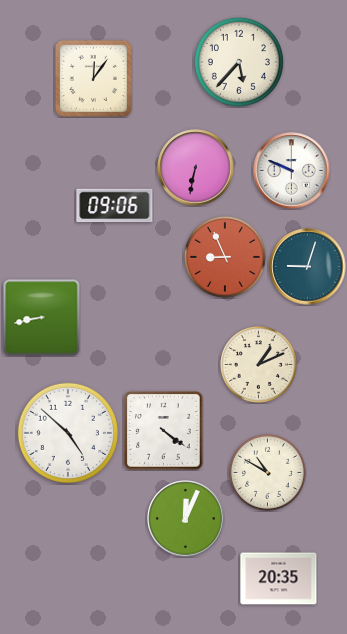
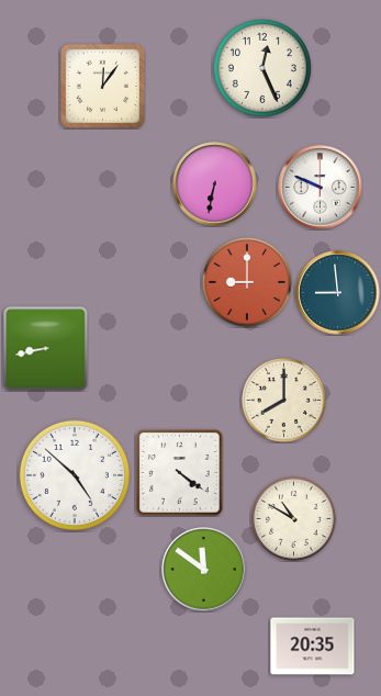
clock at (239, 62): 5:37 -> 12:26
clock at (115, 206): 09:06 -> none
clock at (225, 257): 8:56 -> 9:00
clock at (308, 267): 9:03 -> 8:59
clock at (258, 364): 1:11 -> 8:00
clock at (186, 519): 12:04 -> 11:51
clock at (279, 579) position: (279, 579) -> (313, 647)
